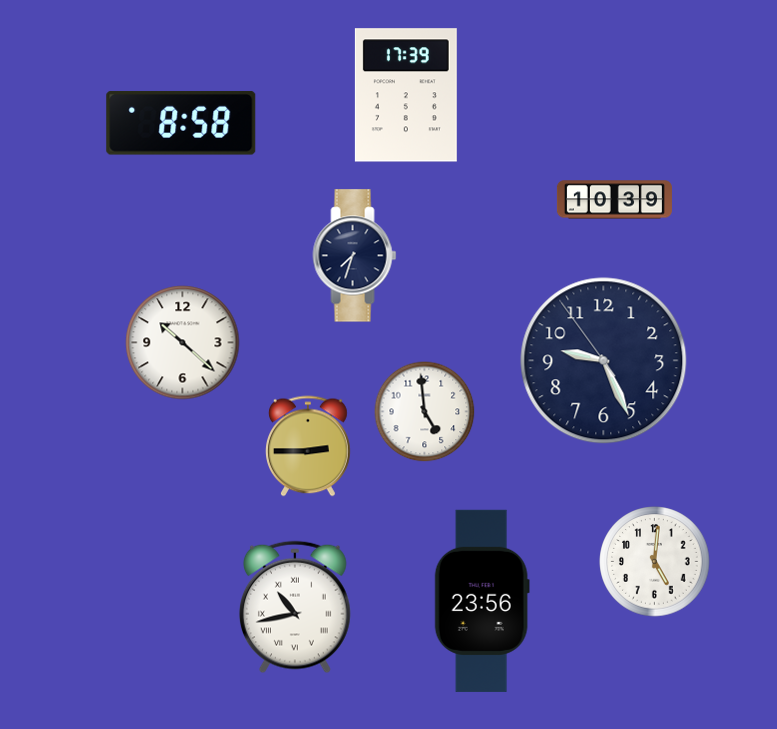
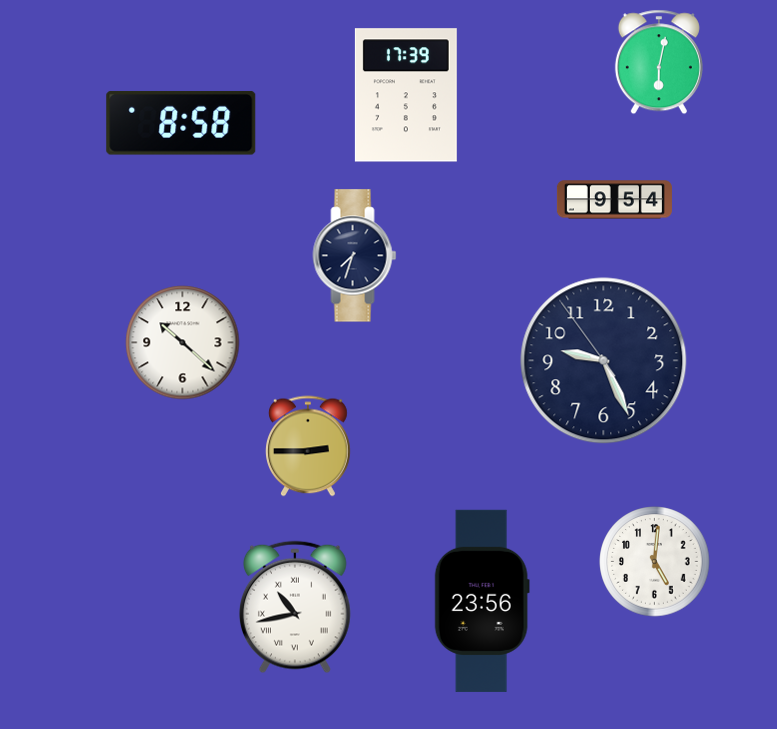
clock at (659, 62): none -> 6:02
clock at (614, 200): 10:39 -> 9:54
clock at (425, 412): 4:59 -> none
